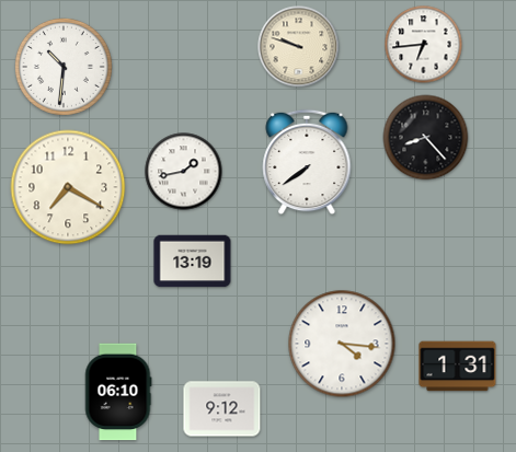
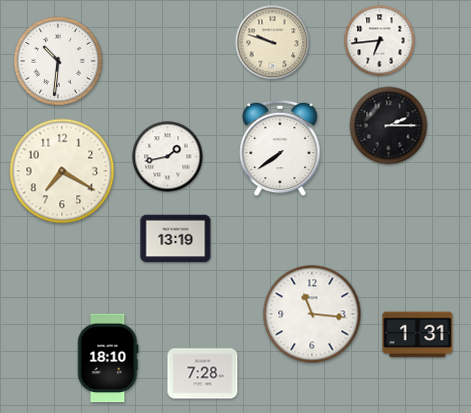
clock at (424, 45) position: (424, 45) -> (380, 41)
clock at (426, 138): 8:23 -> 2:15
clock at (342, 344): 4:16 -> 11:16
clock at (118, 392): 06:10 -> 18:10
clock at (222, 409): 9:12 -> 7:28
